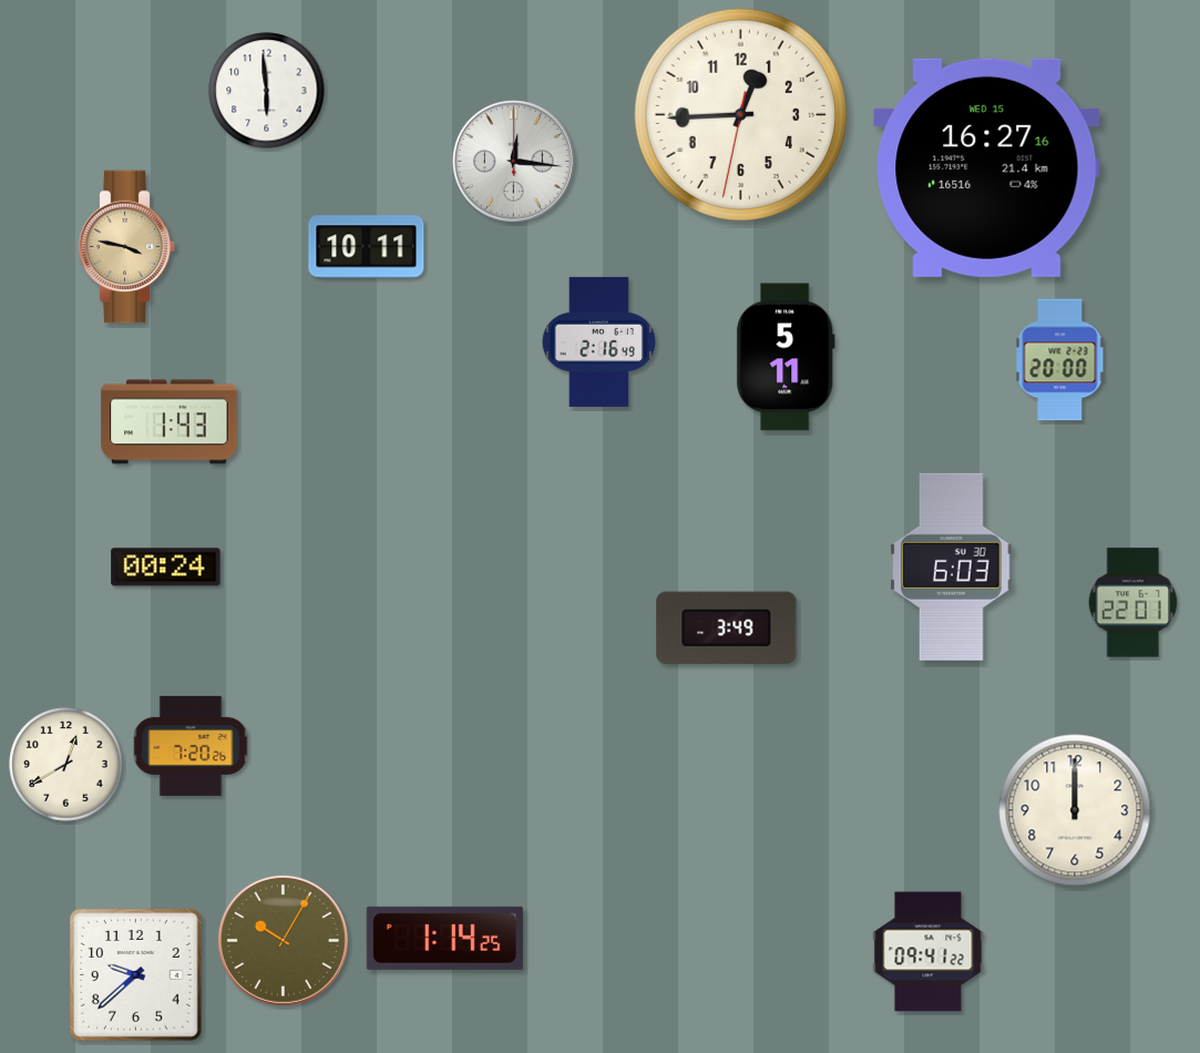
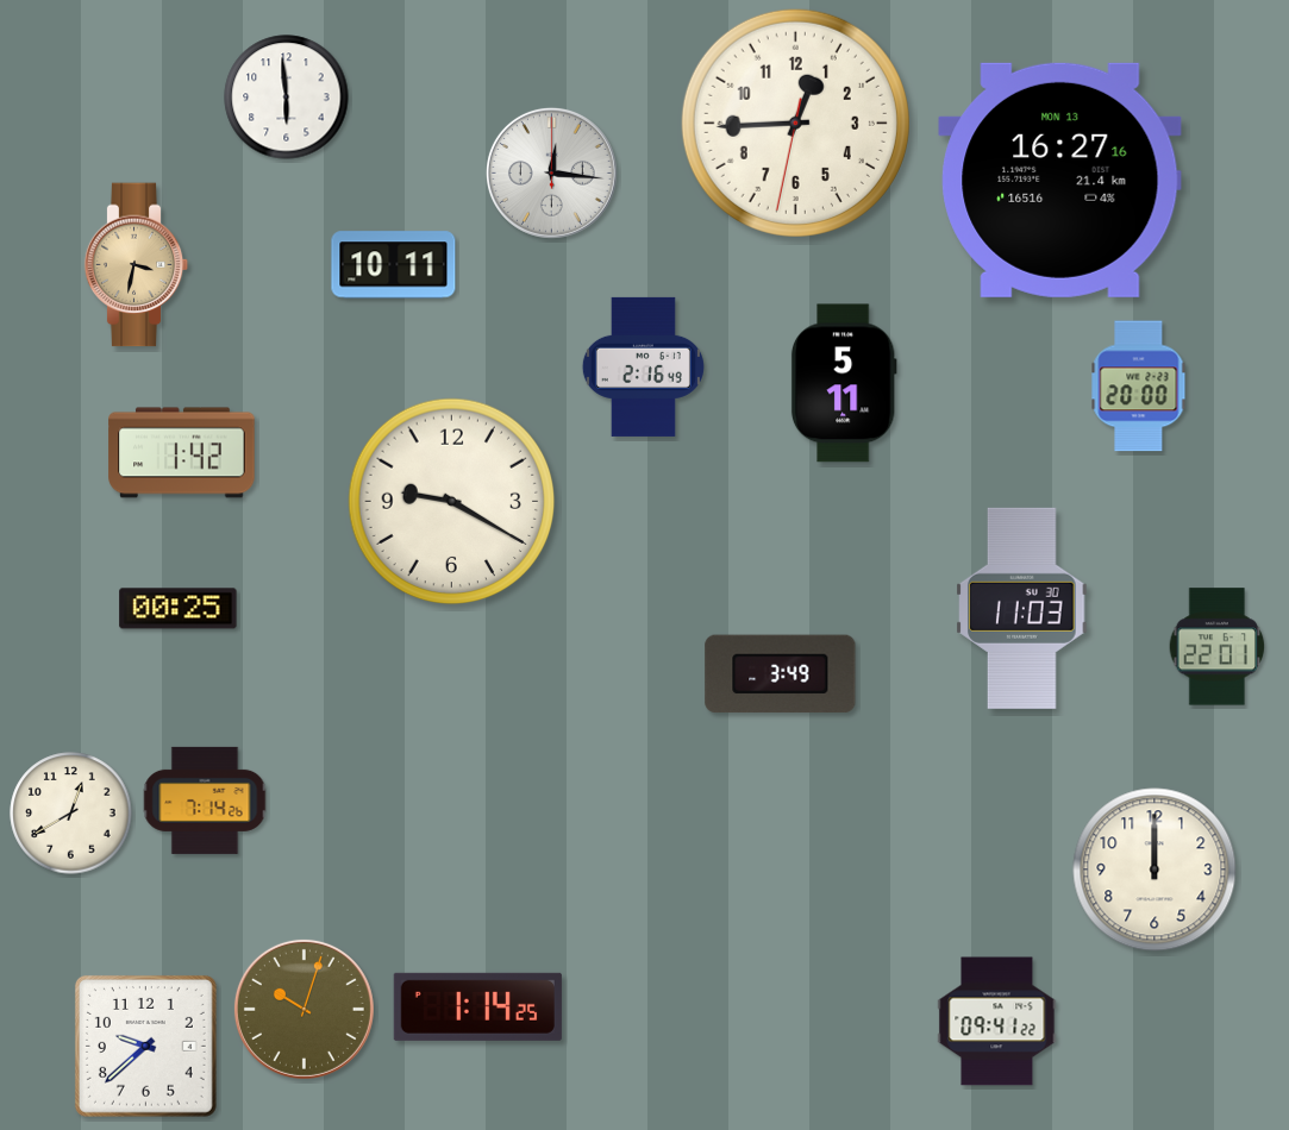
clock at (987, 167) date: WED 15 -> MON 13
clock at (127, 247): 3:47 -> 3:32
clock at (170, 422): 1:43 -> 1:42
clock at (452, 502): none -> 9:20
clock at (952, 566): 6:03 -> 11:03
clock at (166, 568): 00:24 -> 00:25
clock at (191, 746): 7:20 -> 7:14
clock at (66, 765) position: (66, 765) -> (71, 814)
clock at (283, 940): 10:05 -> 10:03
